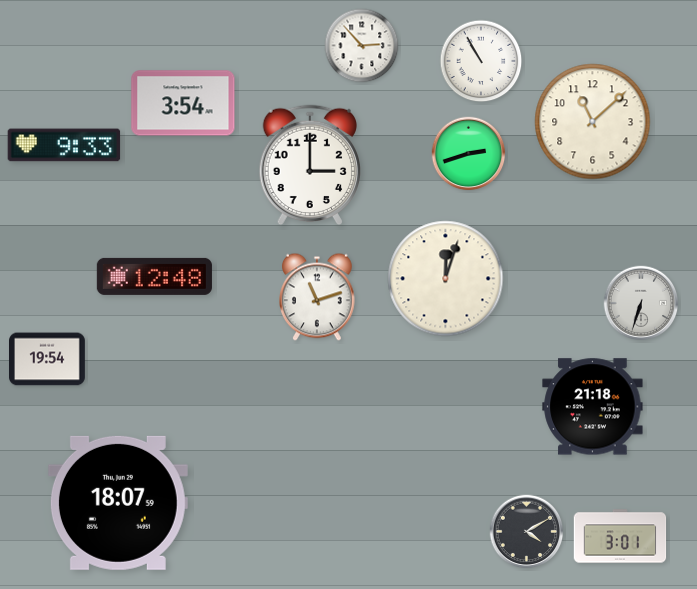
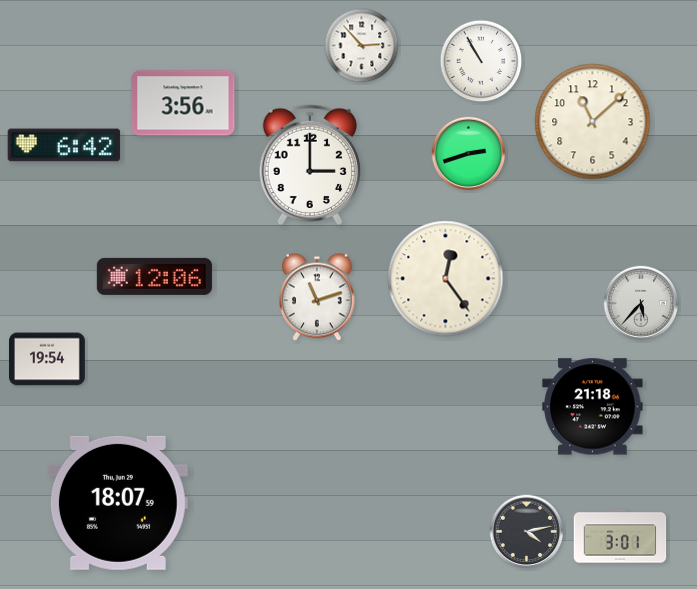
clock at (183, 103): 3:54 -> 3:56
clock at (64, 145): 9:33 -> 6:42
clock at (154, 276): 12:48 -> 12:06
clock at (446, 279): 12:03 -> 12:24
clock at (641, 303): 6:33 -> 5:37
clock at (527, 532): 4:10 -> 4:13
